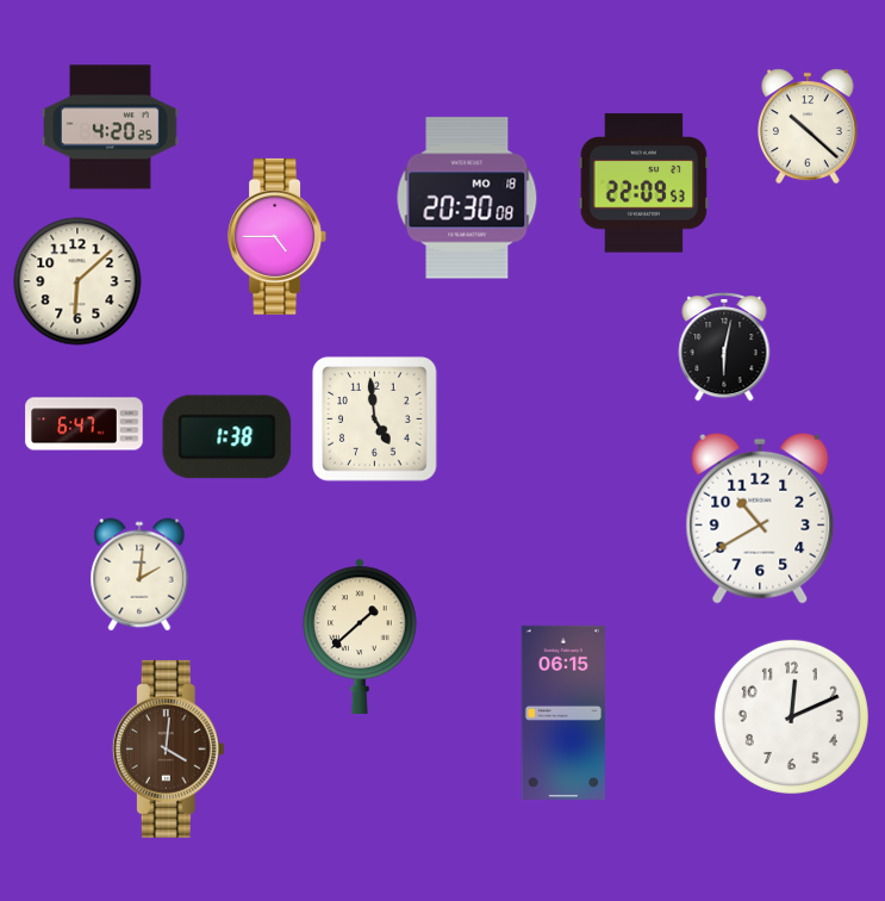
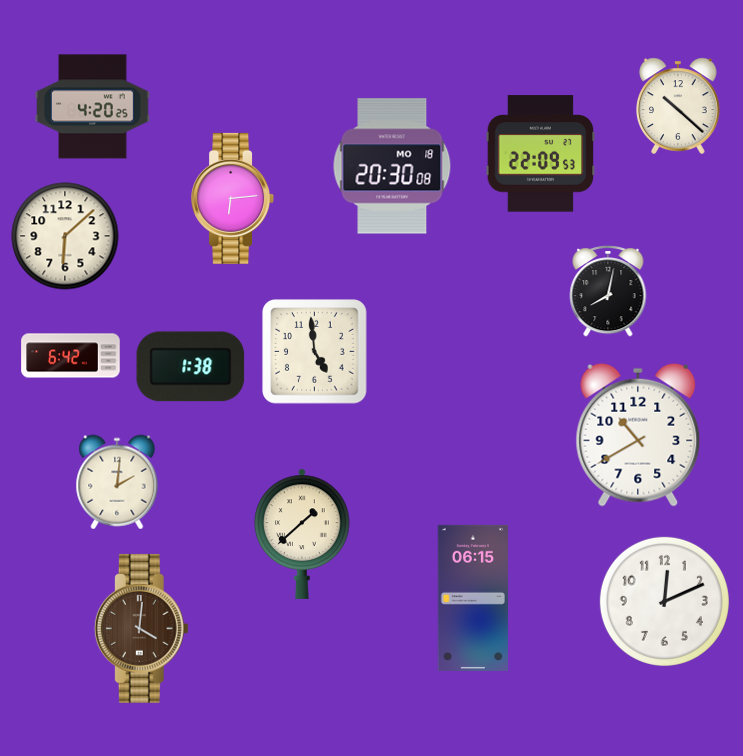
clock at (278, 236): 4:45 -> 6:14
clock at (724, 348): 6:02 -> 8:02
clock at (85, 424): 6:47 -> 6:42
